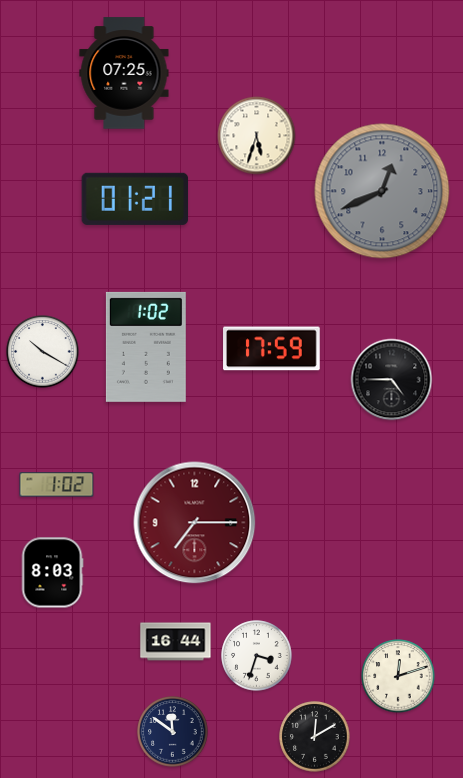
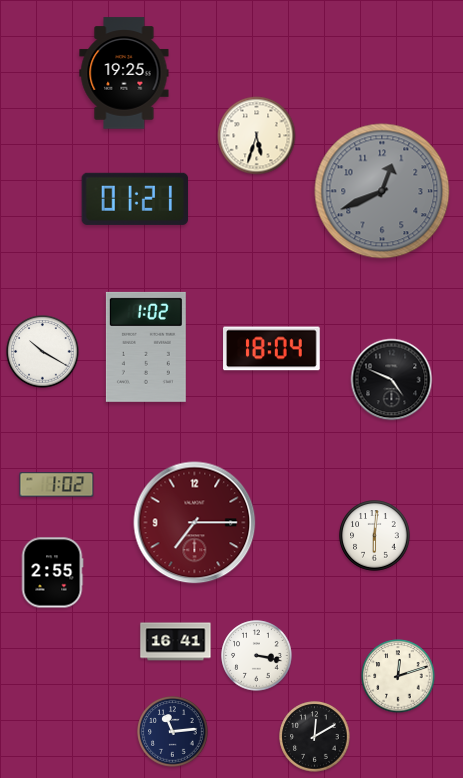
clock at (124, 73): 07:25 -> 19:25
clock at (272, 349): 17:59 -> 18:04
clock at (392, 380): 4:45 -> 4:49
clock at (375, 536): none -> 6:01
clock at (52, 573): 8:03 -> 2:55
clock at (176, 642): 16:44 -> 16:41
clock at (257, 656): 3:33 -> 3:17
clock at (173, 732): 11:51 -> 11:14
